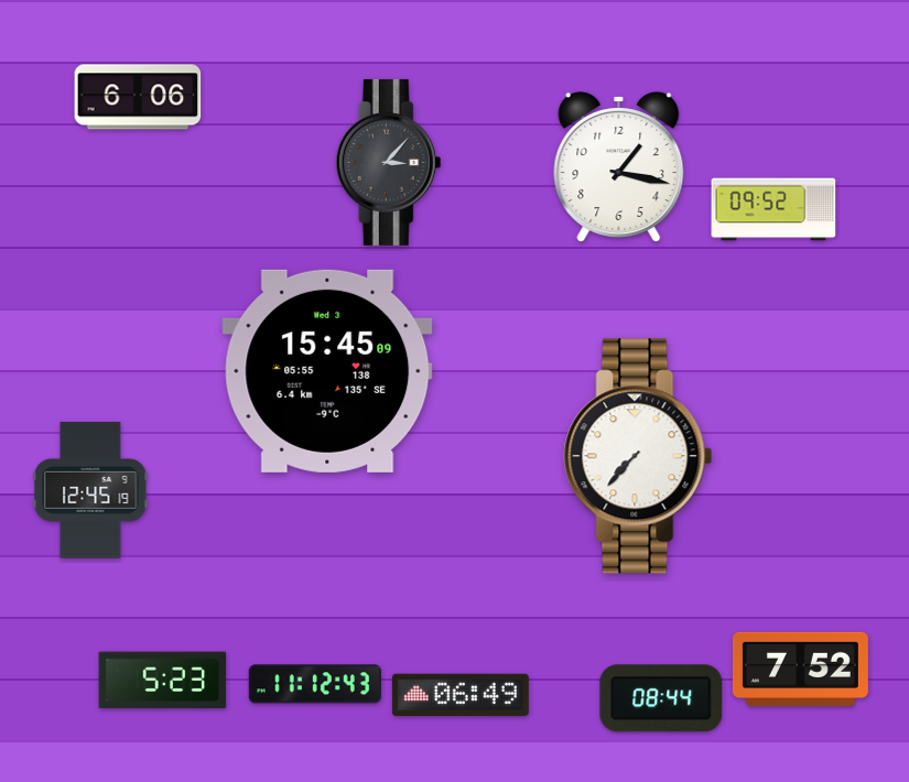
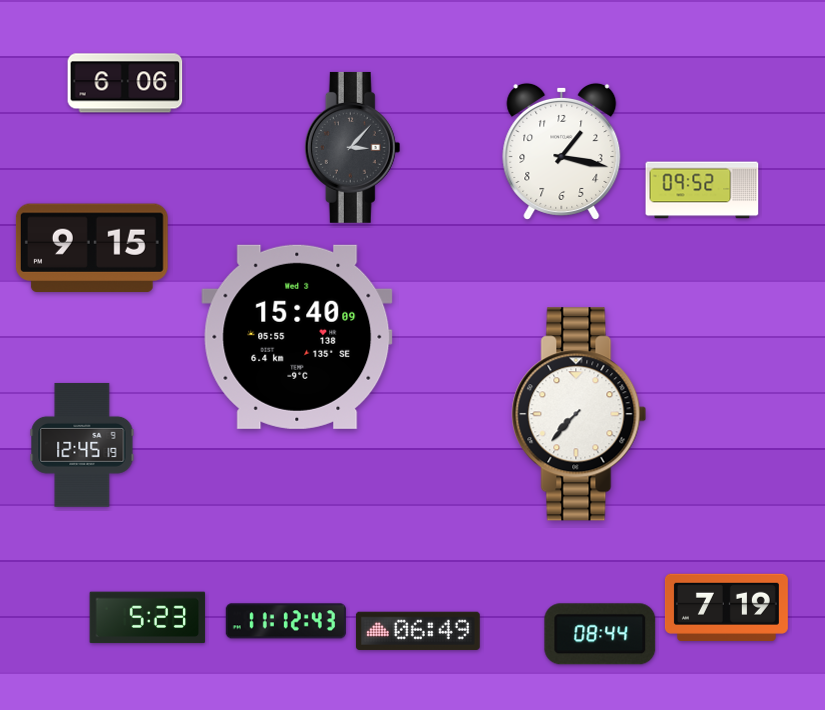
clock at (138, 97) position: (138, 97) -> (125, 83)
clock at (92, 248): none -> 9:15
clock at (327, 371): 15:45 -> 15:40
clock at (800, 669): 7:52 -> 7:19
